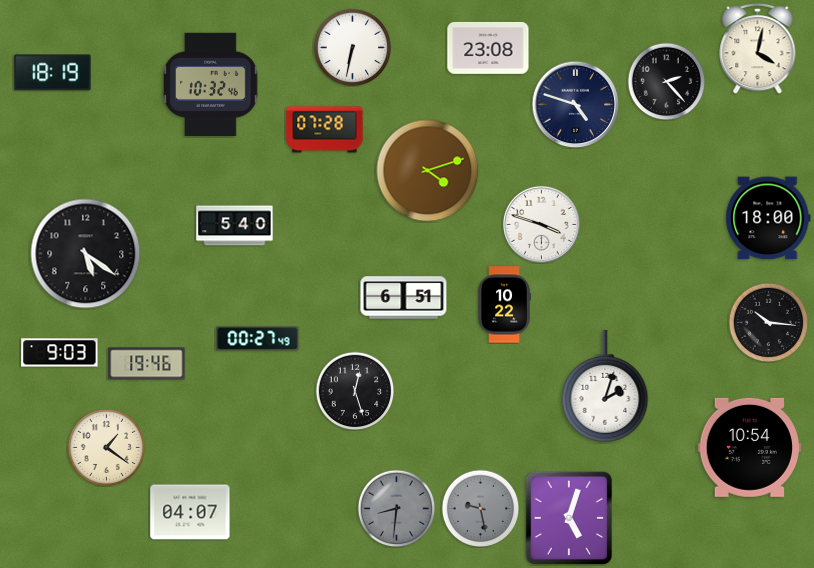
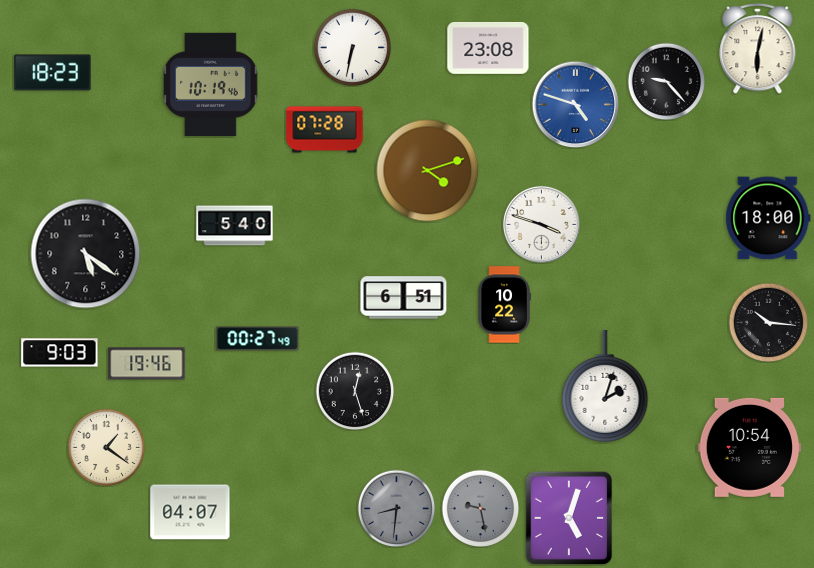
clock at (758, 48): 4:02 -> 6:02
clock at (53, 73): 18:19 -> 18:23
clock at (666, 81): 2:23 -> 9:23
clock at (211, 85): 10:32 -> 10:19
clock at (575, 104) dial: navy -> blue
